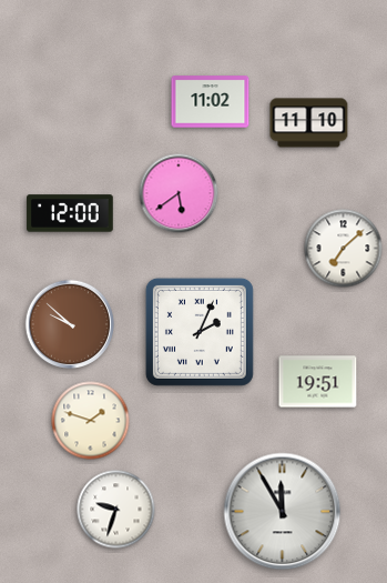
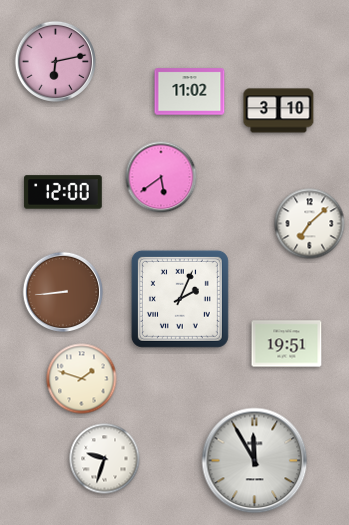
clock at (55, 61): none -> 6:13
clock at (309, 123): 11:10 -> 3:10
clock at (179, 193) position: (179, 193) -> (161, 177)
clock at (69, 323): 9:52 -> 8:44
